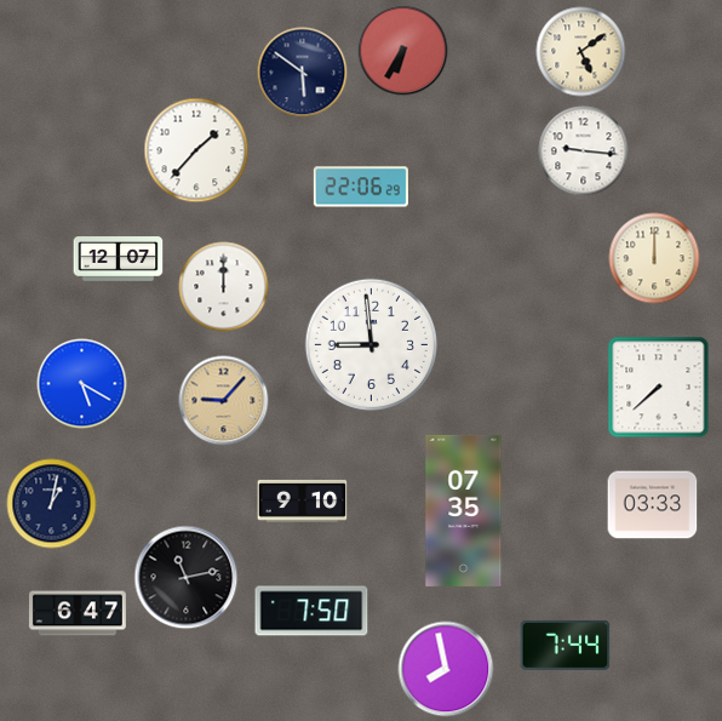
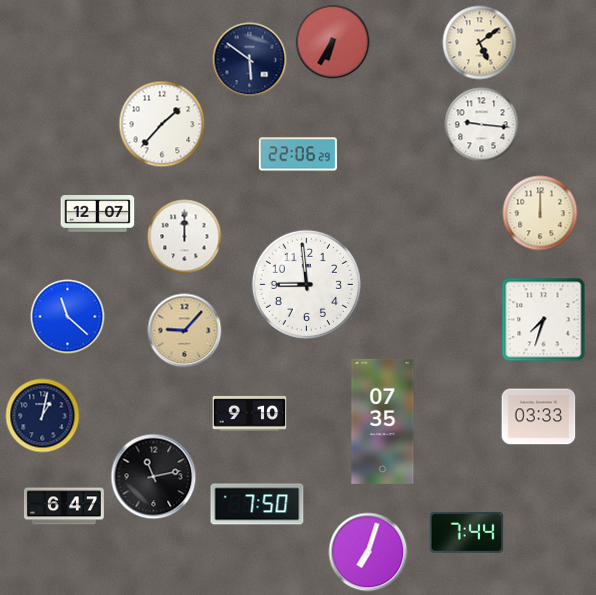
clock at (82, 384): 5:20 -> 11:22
clock at (659, 388): 7:38 -> 7:33
clock at (446, 669): 7:58 -> 7:03
